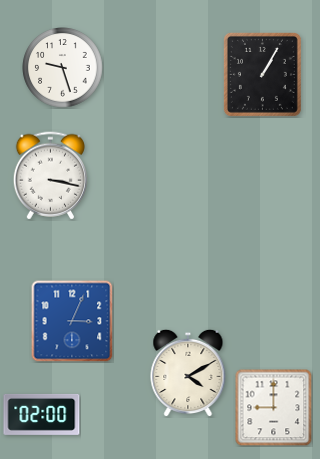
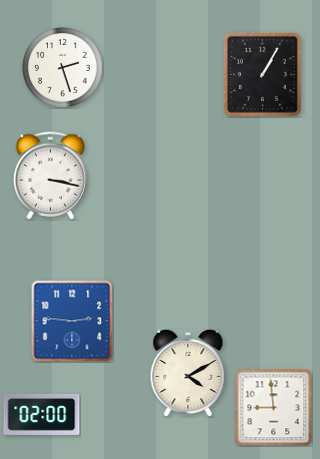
clock at (63, 68): 9:27 -> 2:27
clock at (72, 321): 3:04 -> 2:46
clock at (273, 407): 9:00 -> 8:59
